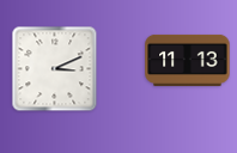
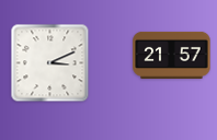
clock at (188, 60): 11:13 -> 21:57
